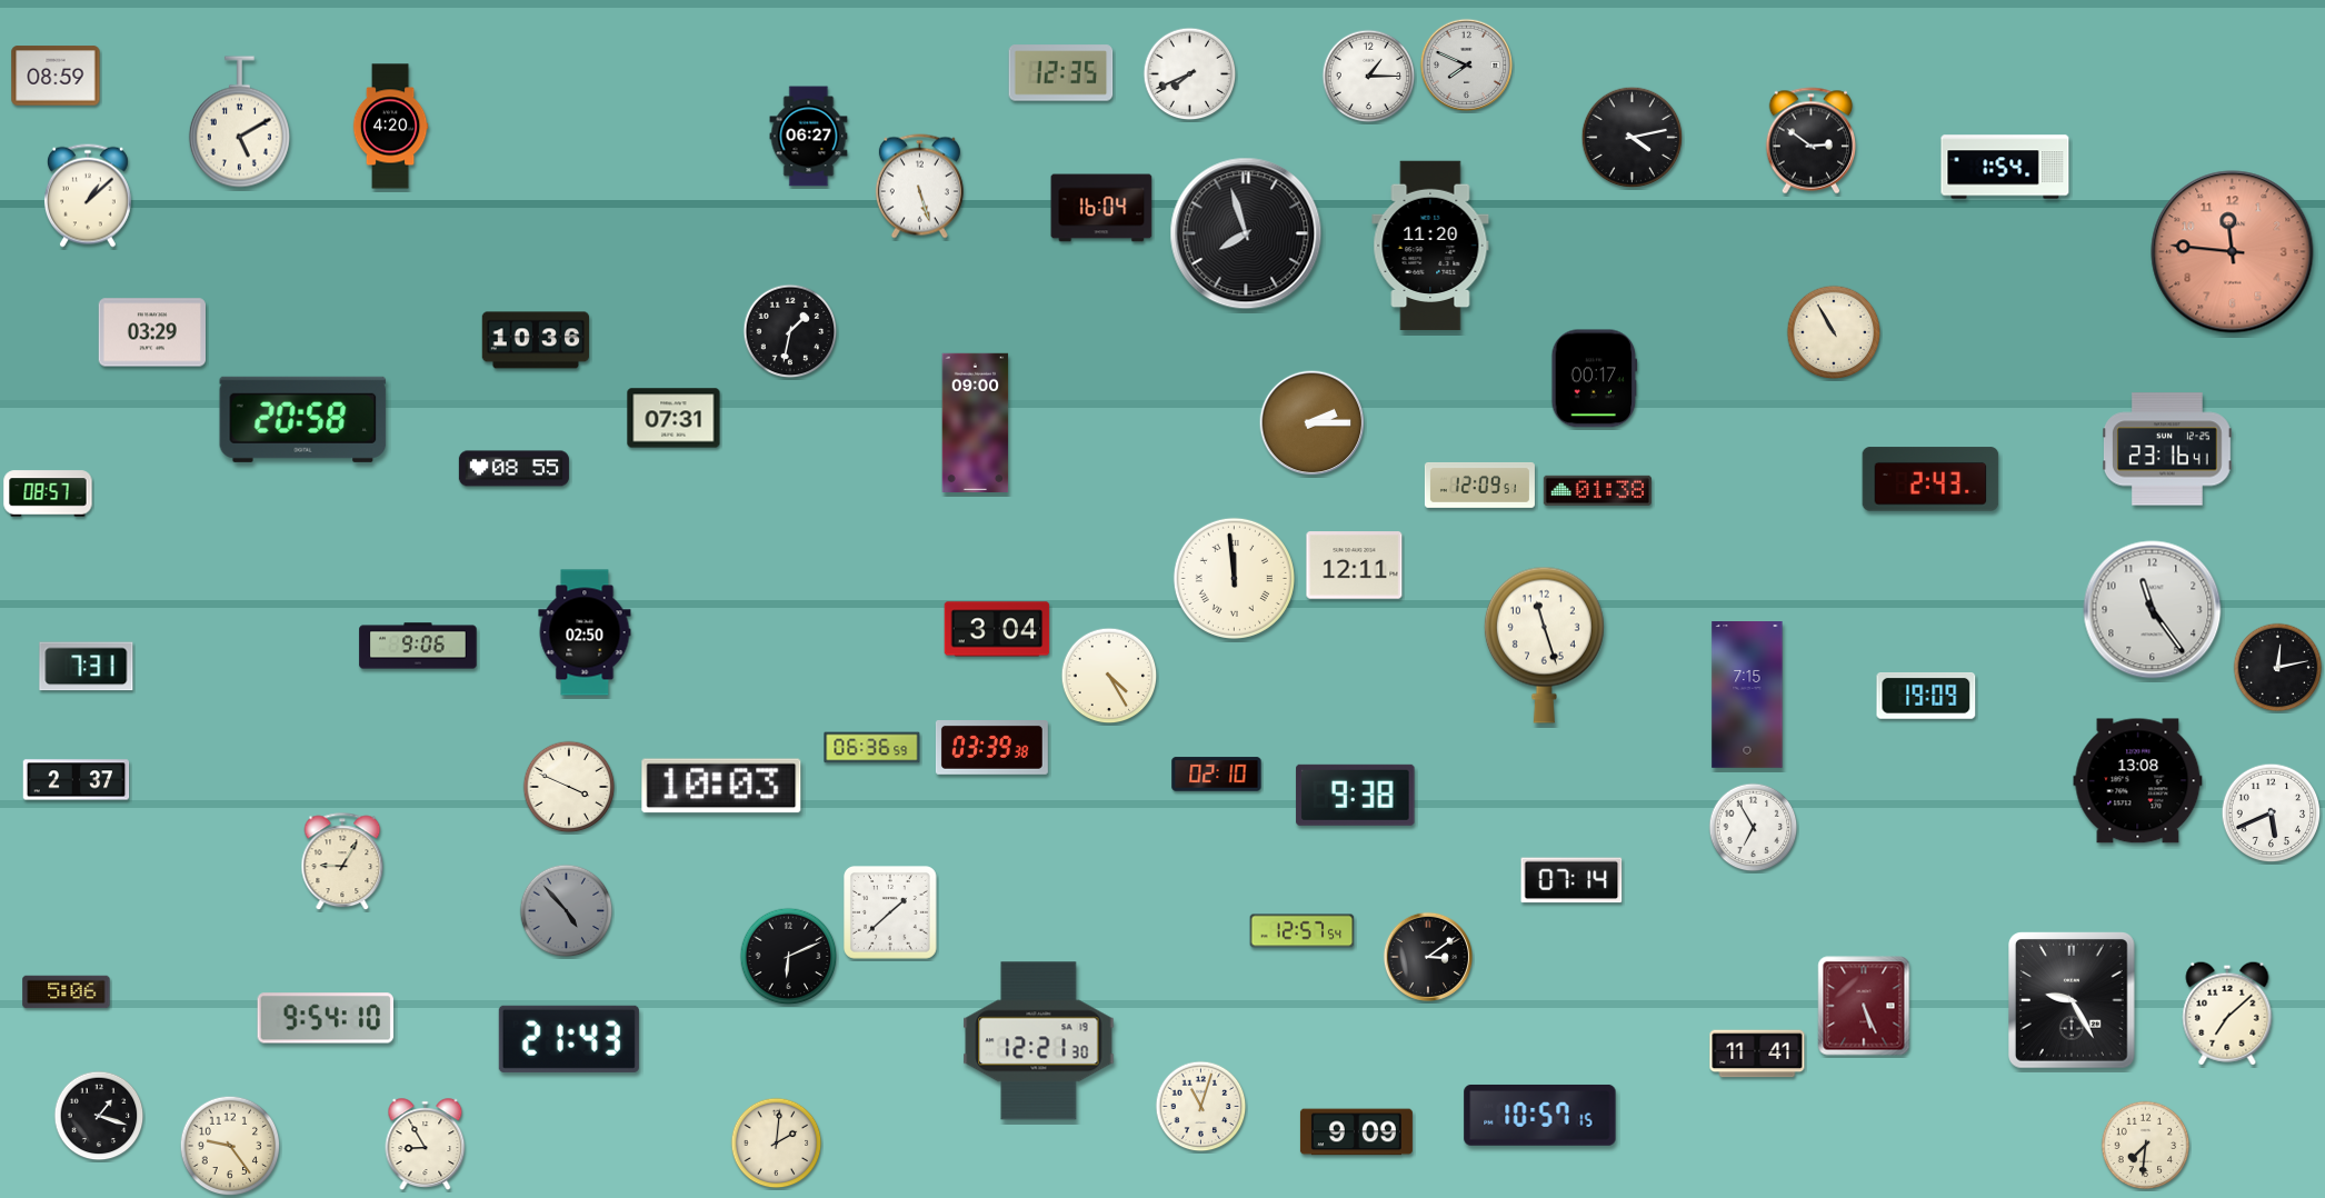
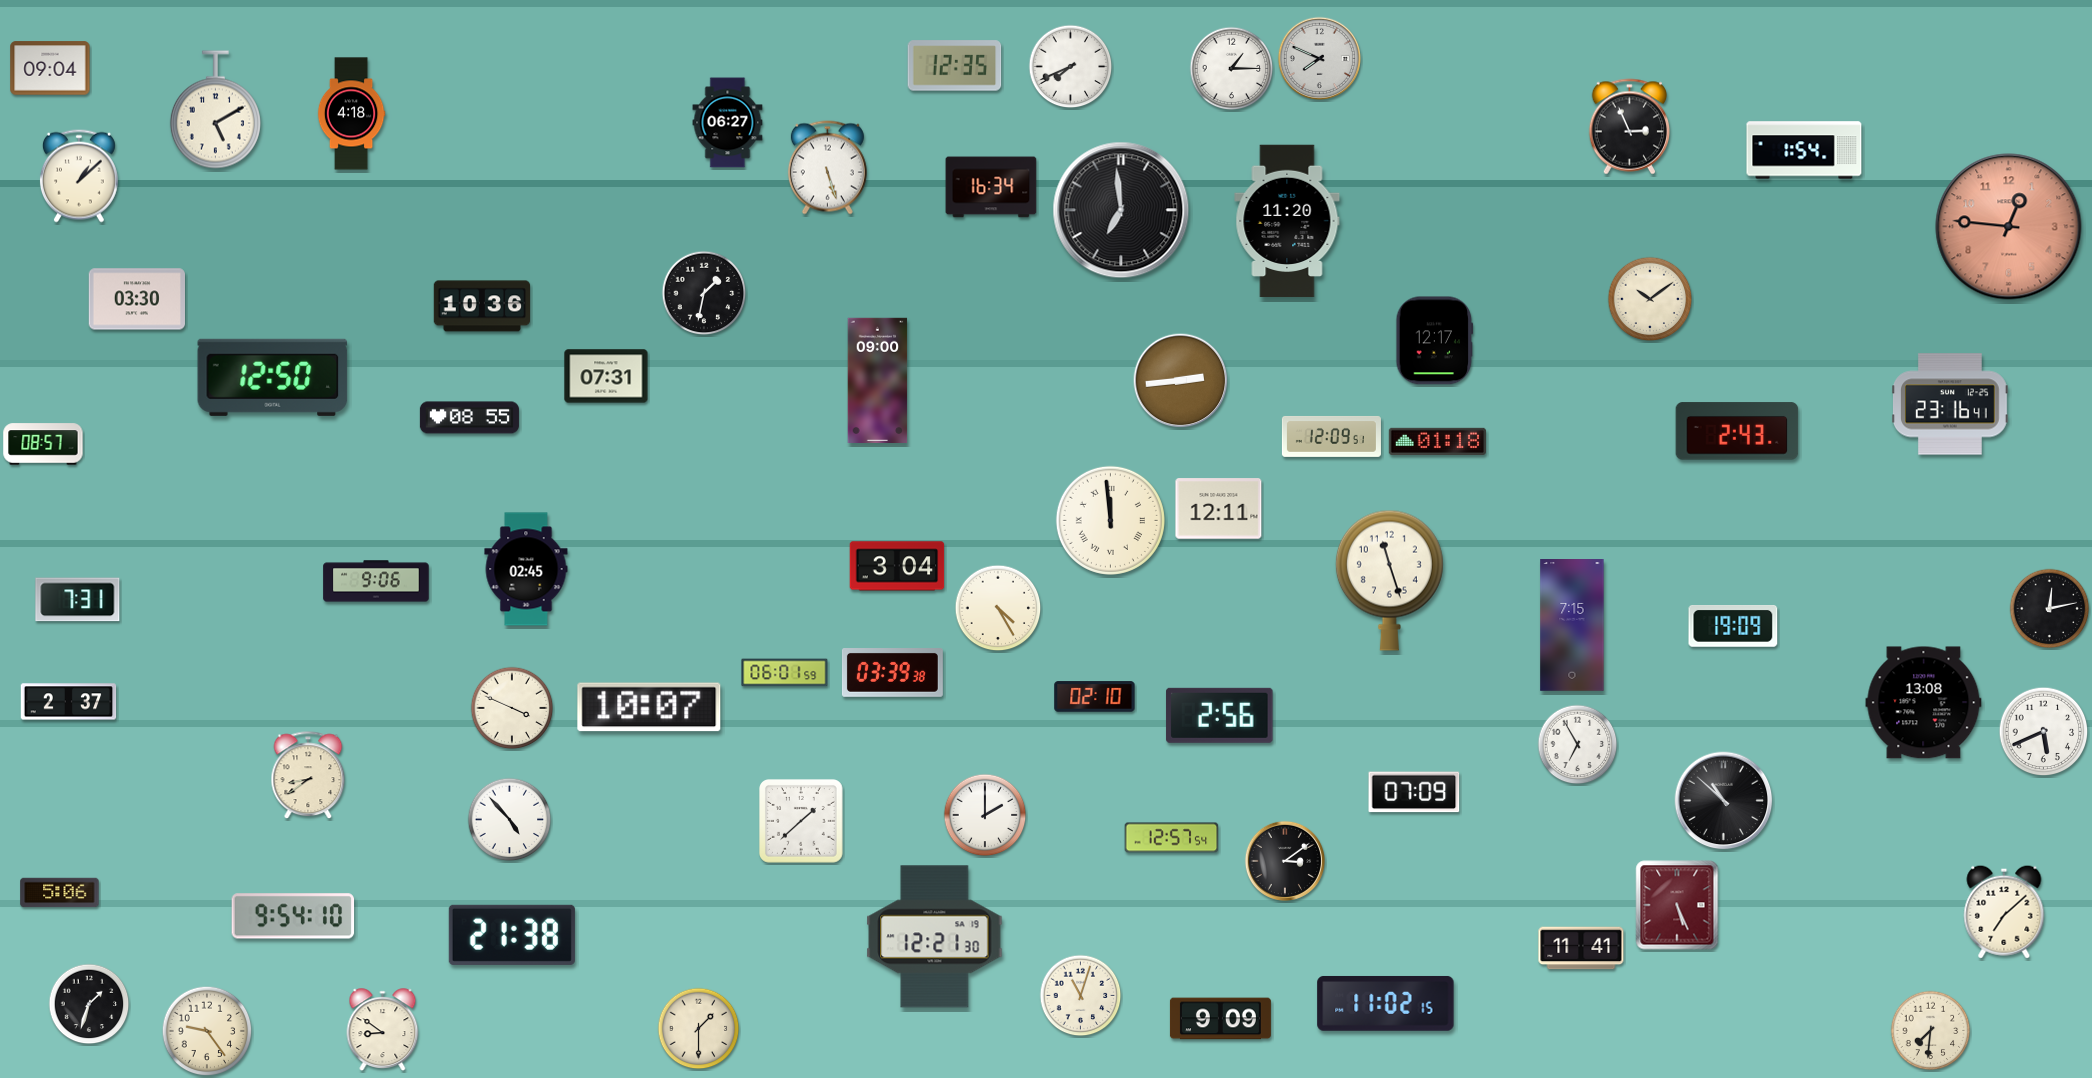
clock at (56, 76): 08:59 -> 09:04
clock at (390, 127): 4:20 -> 4:18
clock at (1633, 138): 4:13 -> none
clock at (1812, 141): 2:51 -> 2:56
clock at (1101, 208): 16:04 -> 16:34
clock at (1246, 233): 7:57 -> 6:59
clock at (2233, 252): 11:46 -> 12:46
clock at (790, 331) position: (790, 331) -> (704, 293)
clock at (151, 332): 03:29 -> 03:30
clock at (1834, 332): 10:55 -> 10:09
clock at (1595, 379): 00:17 -> 12:17
clock at (303, 419): 20:58 -> 12:50
clock at (1313, 423): 2:15 -> 2:44
clock at (513, 469) position: (513, 469) -> (469, 418)
clock at (1597, 490): 01:38 -> 01:18
clock at (2153, 610): 11:24 -> none
clock at (585, 632): 02:50 -> 02:45
clock at (2278, 668) position: (2278, 668) -> (2050, 609)
clock at (872, 748): 06:36 -> 06:01
clock at (721, 786): 10:03 -> 10:07
clock at (1356, 795): 9:38 -> 2:56
clock at (342, 862): 9:05 -> 8:39
clock at (1571, 880): 07:14 -> 07:09
clock at (1724, 801): none -> 10:52
clock at (985, 815): none -> 2:00
clock at (567, 911) dial: grey -> white
clock at (789, 957): 6:11 -> none
clock at (2073, 1001): 9:25 -> none
clock at (569, 1039): 21:43 -> 21:38
clock at (99, 1116): 1:18 -> 1:33
clock at (1540, 1116): 10:57 -> 11:02
clock at (426, 1144): 8:55 -> 8:51
clock at (777, 1144): 2:01 -> 1:30
